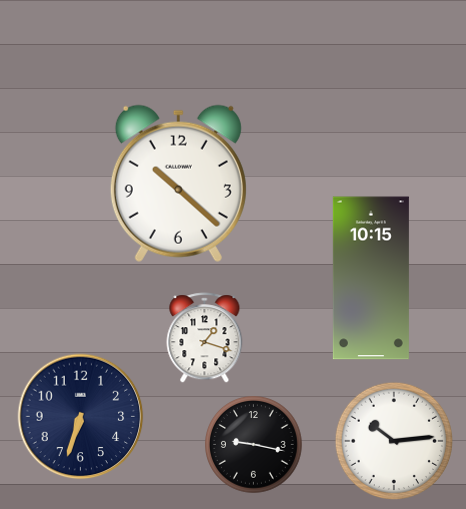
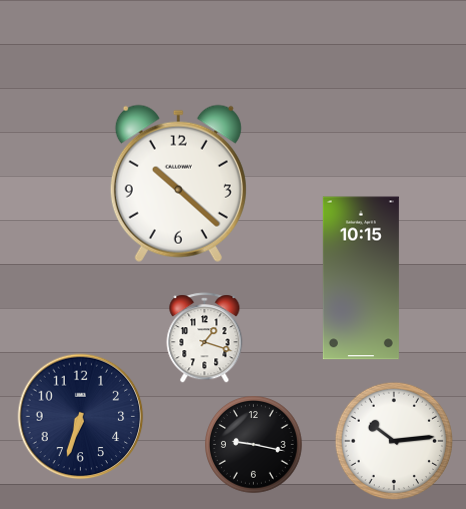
clock at (371, 278) position: (371, 278) -> (361, 278)
